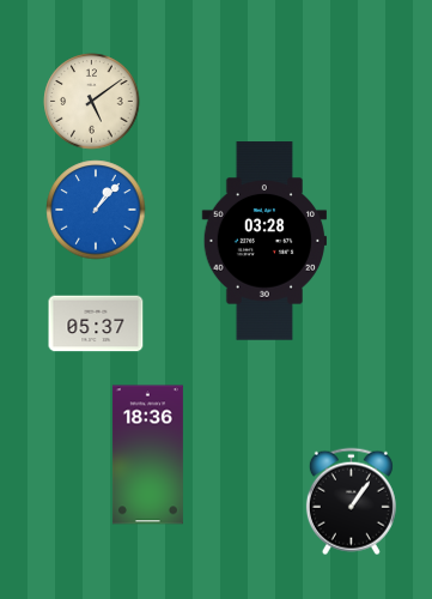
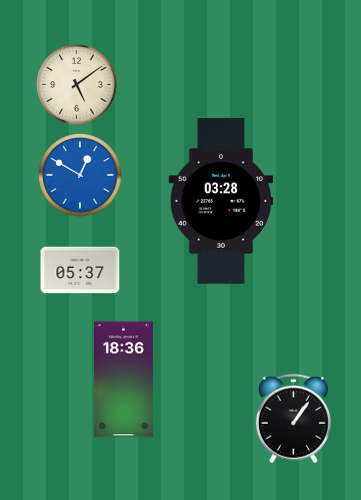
clock at (96, 210): 1:07 -> 12:50
